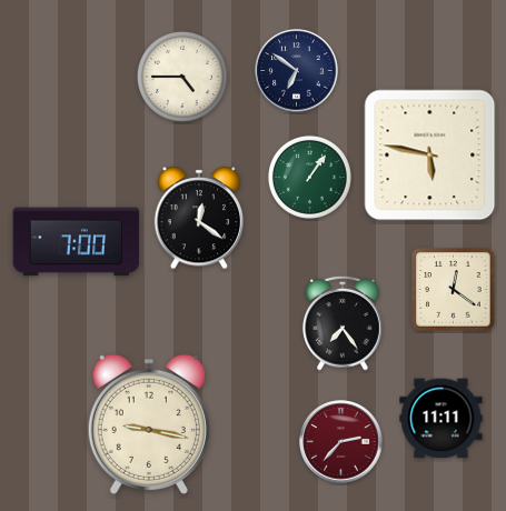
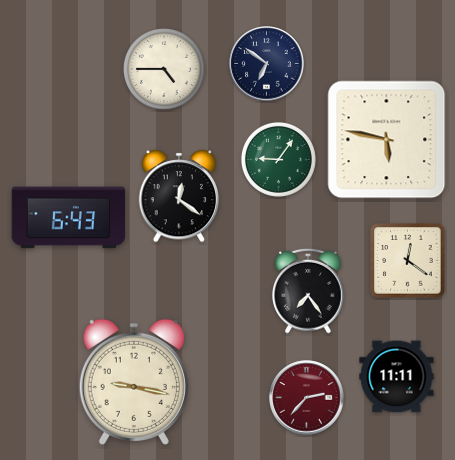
clock at (309, 177): 1:06 -> 9:06
clock at (77, 242): 7:00 -> 6:43
